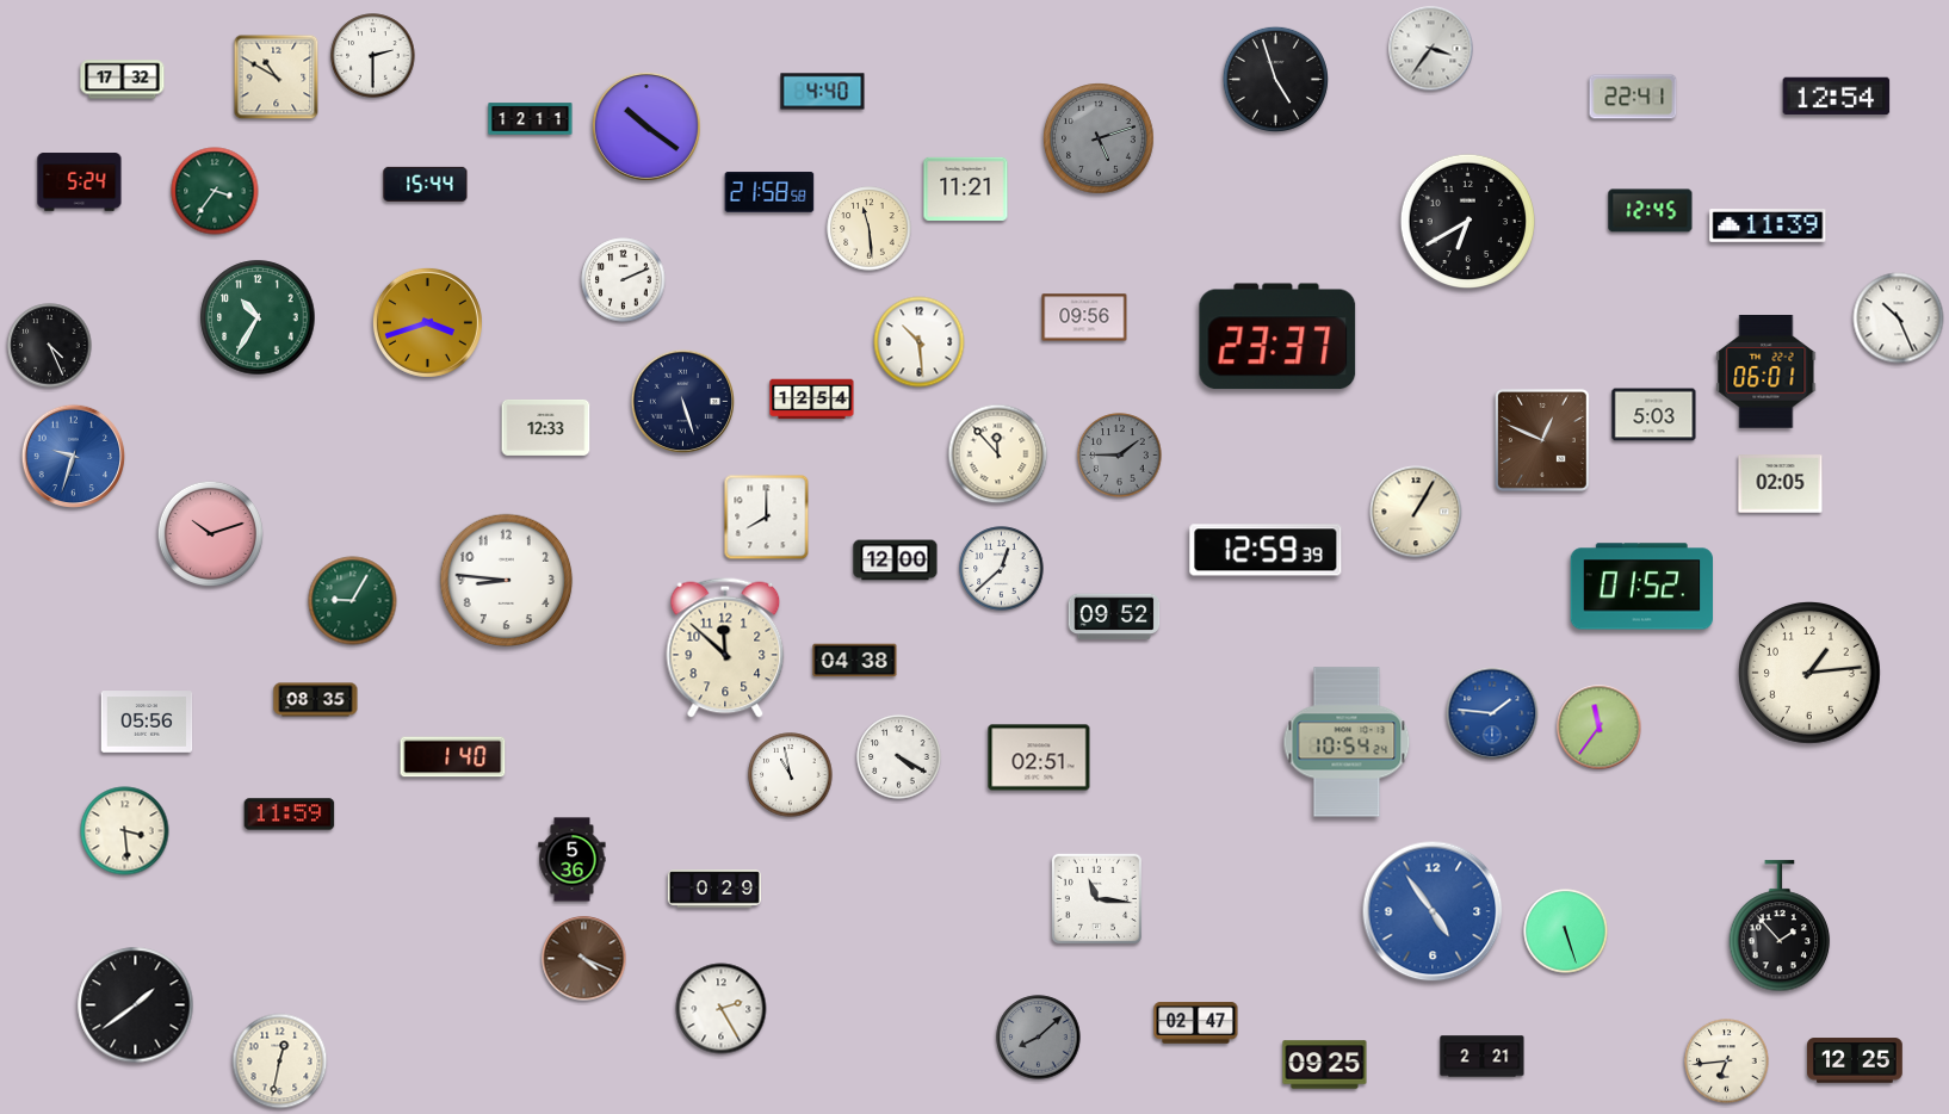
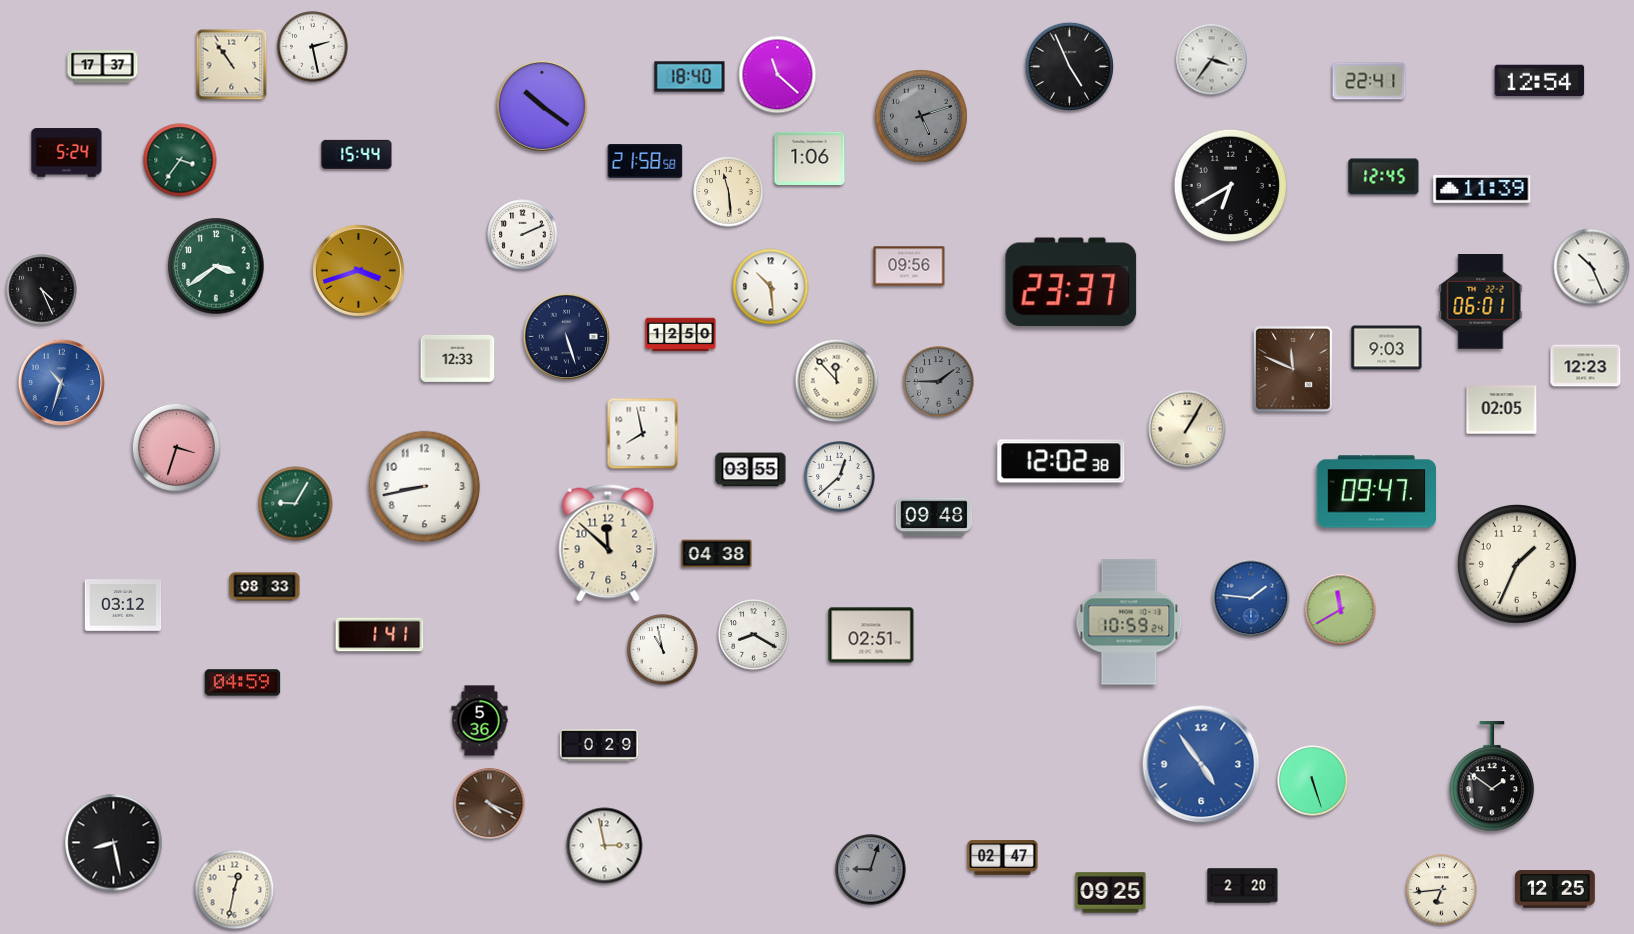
clock at (1431, 49) position: (1431, 49) -> (1212, 60)
clock at (373, 56): 2:30 -> 2:28
clock at (277, 78): 10:50 -> 10:54
clock at (1275, 79): 4:57 -> 4:56
clock at (123, 80): 17:32 -> 17:37
clock at (778, 75): none -> 11:22
clock at (823, 92): 4:40 -> 18:40
clock at (531, 119): 12:11 -> none
clock at (966, 188): 11:21 -> 1:06
clock at (258, 317): 10:35 -> 3:39
clock at (1767, 372) position: (1767, 372) -> (1481, 302)
clock at (812, 400): 12:54 -> 12:50
clock at (683, 402) position: (683, 402) -> (567, 337)
clock at (1654, 415): 5:03 -> 9:03
clock at (1586, 366): none -> 12:23
clock at (1542, 440): 12:49 -> 11:49
clock at (74, 457): 9:33 -> 10:33
clock at (1781, 484) position: (1781, 484) -> (1502, 410)
clock at (767, 518): 8:00 -> 7:58
clock at (210, 533): 10:12 -> 3:33
clock at (1266, 550): 12:59 -> 12:02
clock at (896, 561): 12:00 -> 03:55
clock at (507, 581): 8:46 -> 8:43
clock at (1641, 587): 01:52 -> 09:47
clock at (1114, 617): 09:52 -> 09:48
clock at (1811, 674): 1:14 -> 1:34
clock at (316, 700): 08:35 -> 08:33
clock at (147, 722): 05:56 -> 03:12
clock at (1600, 728): 11:36 -> 11:40
clock at (1347, 742): 10:54 -> 10:59
clock at (453, 757): 1:40 -> 1:41
clock at (899, 757): 4:20 -> 8:20
clock at (290, 815): 11:59 -> 04:59
clock at (125, 831): 3:29 -> none
clock at (1096, 898): 11:16 -> none
clock at (1780, 927): 1:53 -> 1:51
clock at (136, 1005): 1:39 -> 8:28
clock at (722, 1009): 2:25 -> 2:58
clock at (1039, 1038): 8:08 -> 9:03
clock at (1483, 1057): 2:21 -> 2:20
clock at (1727, 1062) position: (1727, 1062) -> (1442, 890)
